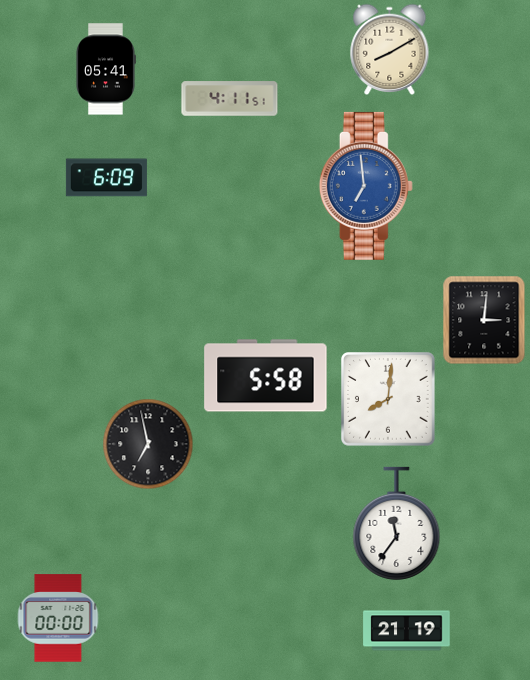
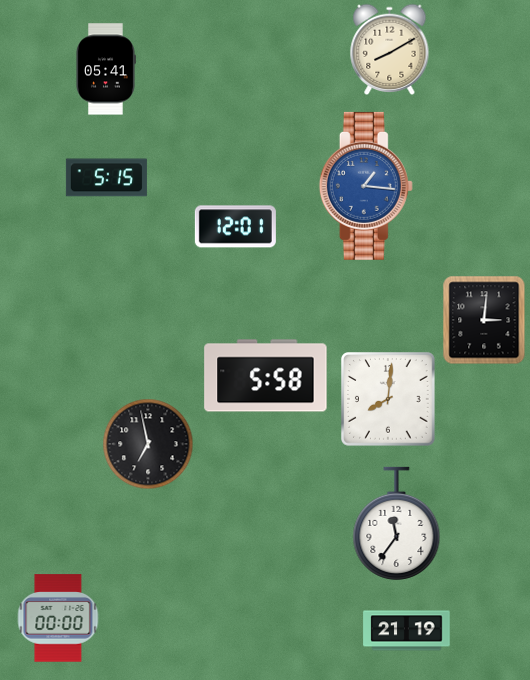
clock at (230, 99): 4:11 -> none
clock at (106, 178): 6:09 -> 5:15
clock at (366, 186): 6:59 -> 1:16
clock at (235, 227): none -> 12:01
